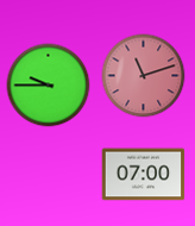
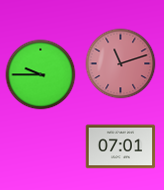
clock at (49, 86) position: (49, 86) -> (41, 75)
clock at (144, 175): 07:00 -> 07:01
